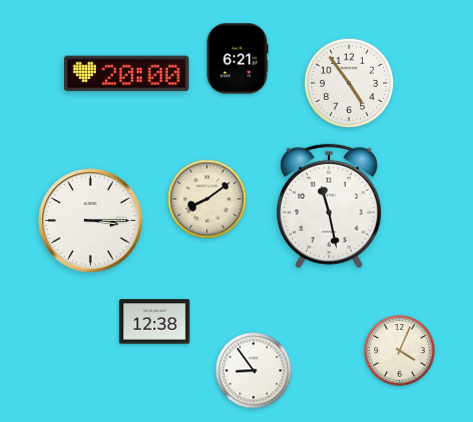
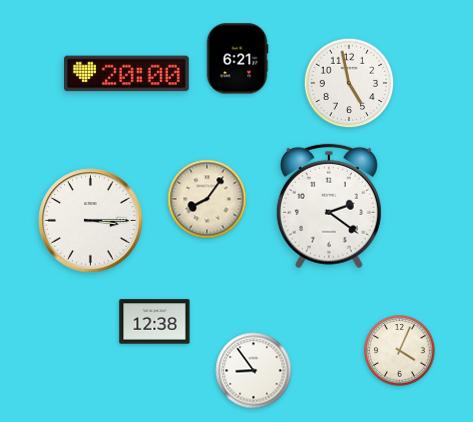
clock at (349, 83): 4:54 -> 4:58
clock at (207, 199): 8:09 -> 8:06
clock at (329, 206): 11:28 -> 2:21
